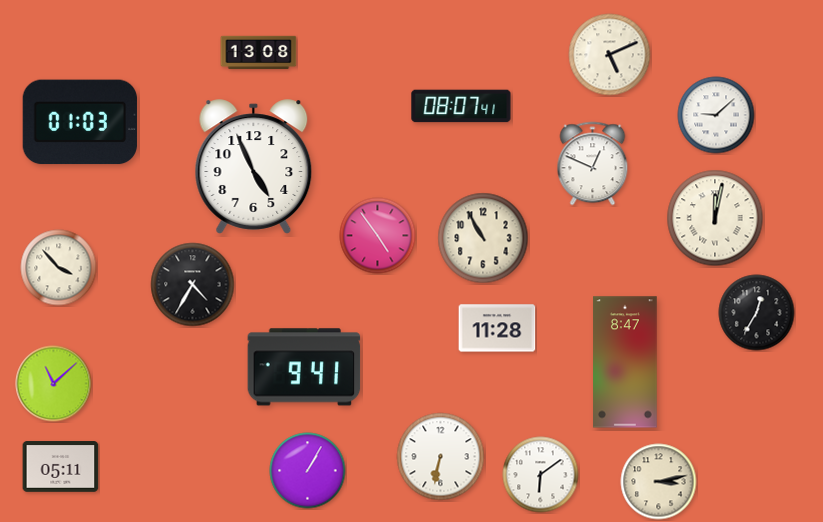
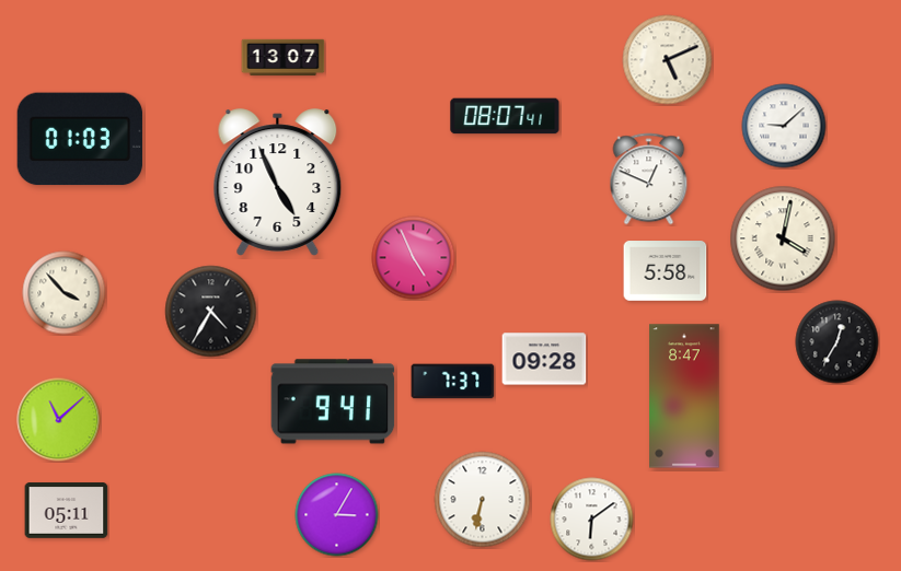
clock at (259, 53): 13:08 -> 13:07
clock at (79, 122) position: (79, 122) -> (79, 139)
clock at (715, 218): 12:02 -> 4:02
clock at (378, 236): 4:54 -> 4:56
clock at (483, 238): 10:55 -> none
clock at (666, 271): none -> 5:58
clock at (757, 313) position: (757, 313) -> (838, 342)
clock at (497, 328): 11:28 -> 09:28
clock at (453, 382): none -> 7:37
clock at (308, 471): 1:05 -> 3:05
clock at (659, 482): 3:13 -> none
